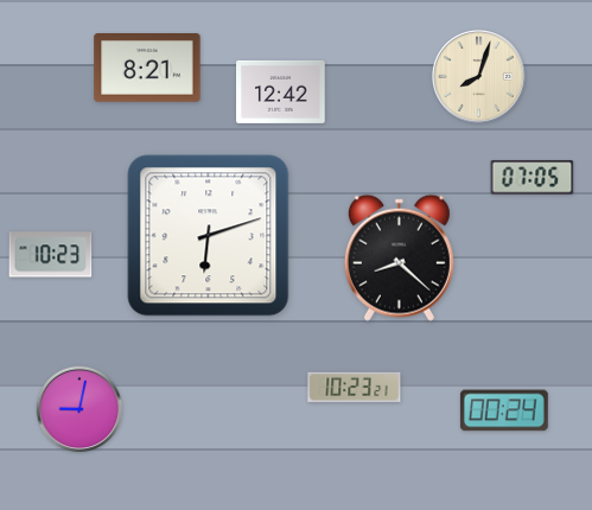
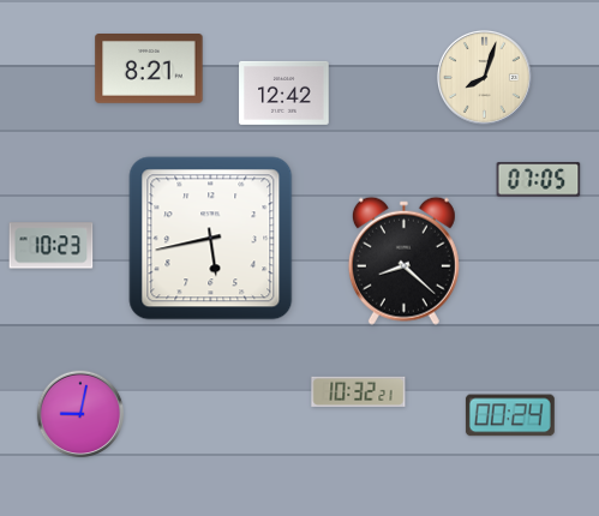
clock at (209, 236): 6:12 -> 5:43
clock at (51, 255) position: (51, 255) -> (52, 246)
clock at (355, 387): 10:23 -> 10:32
